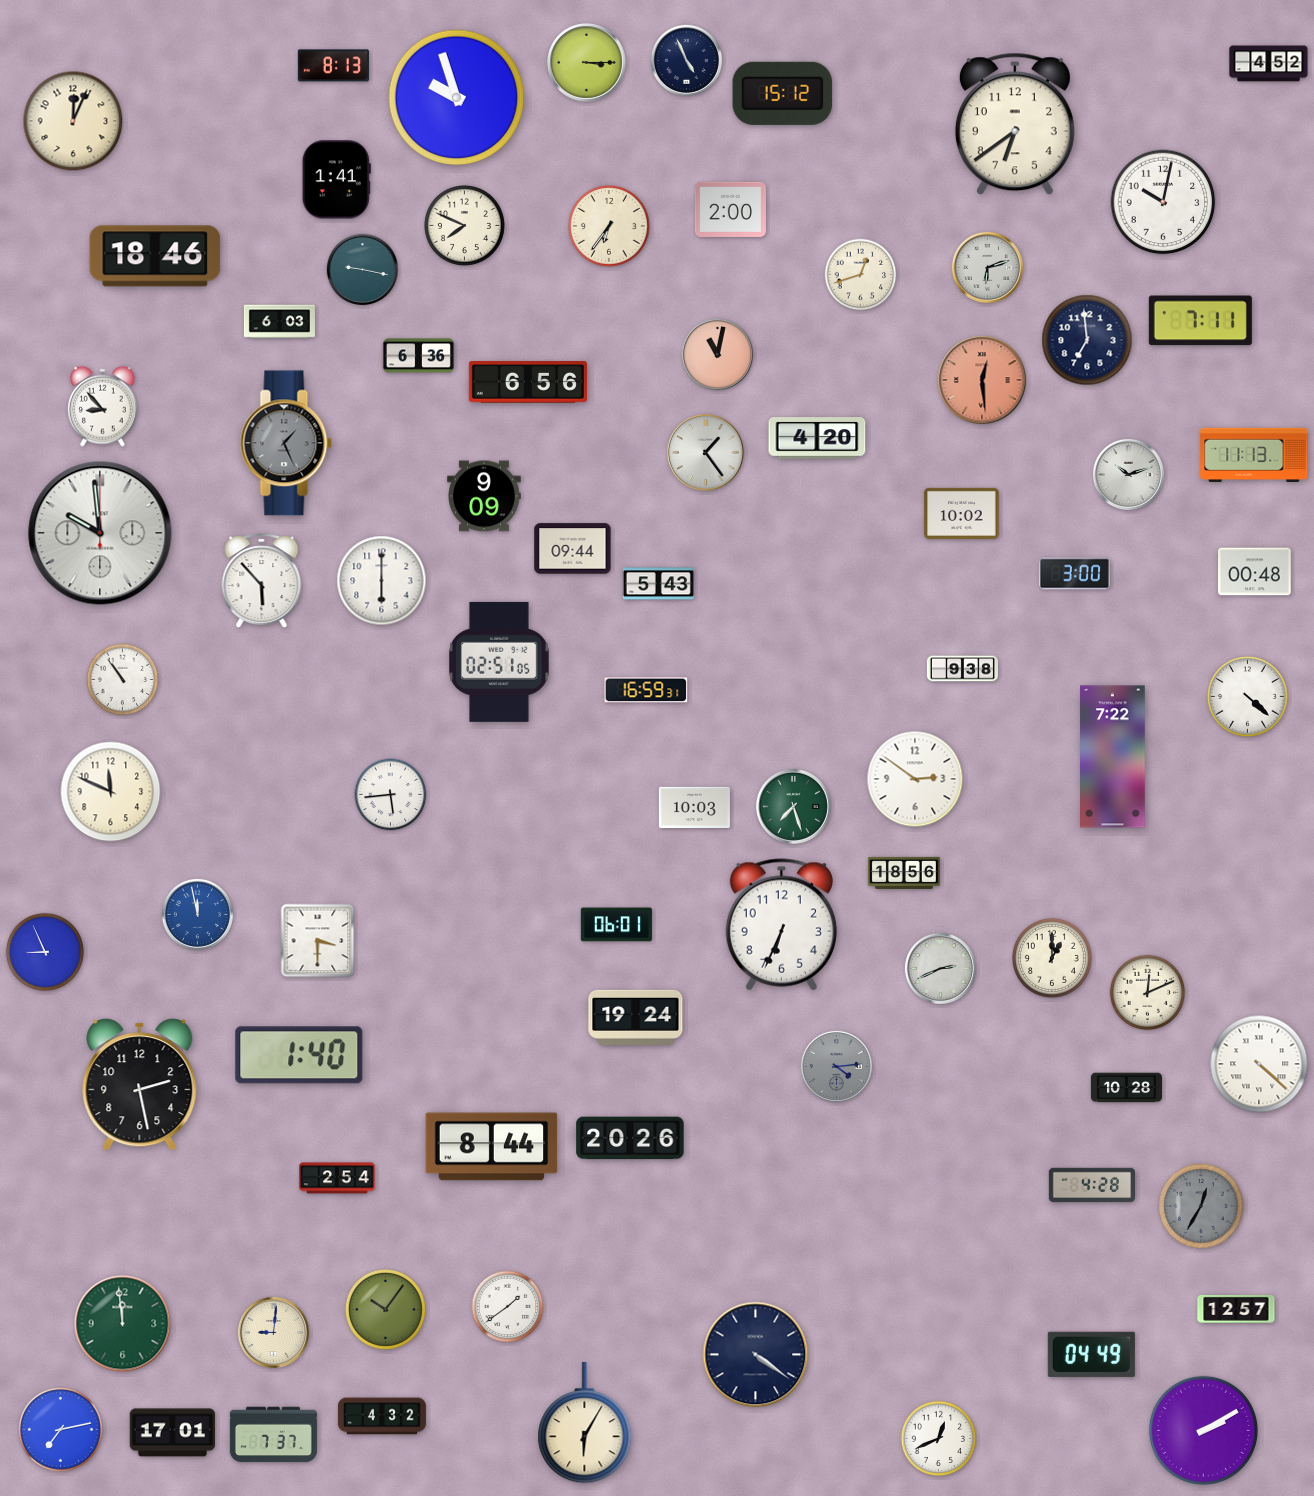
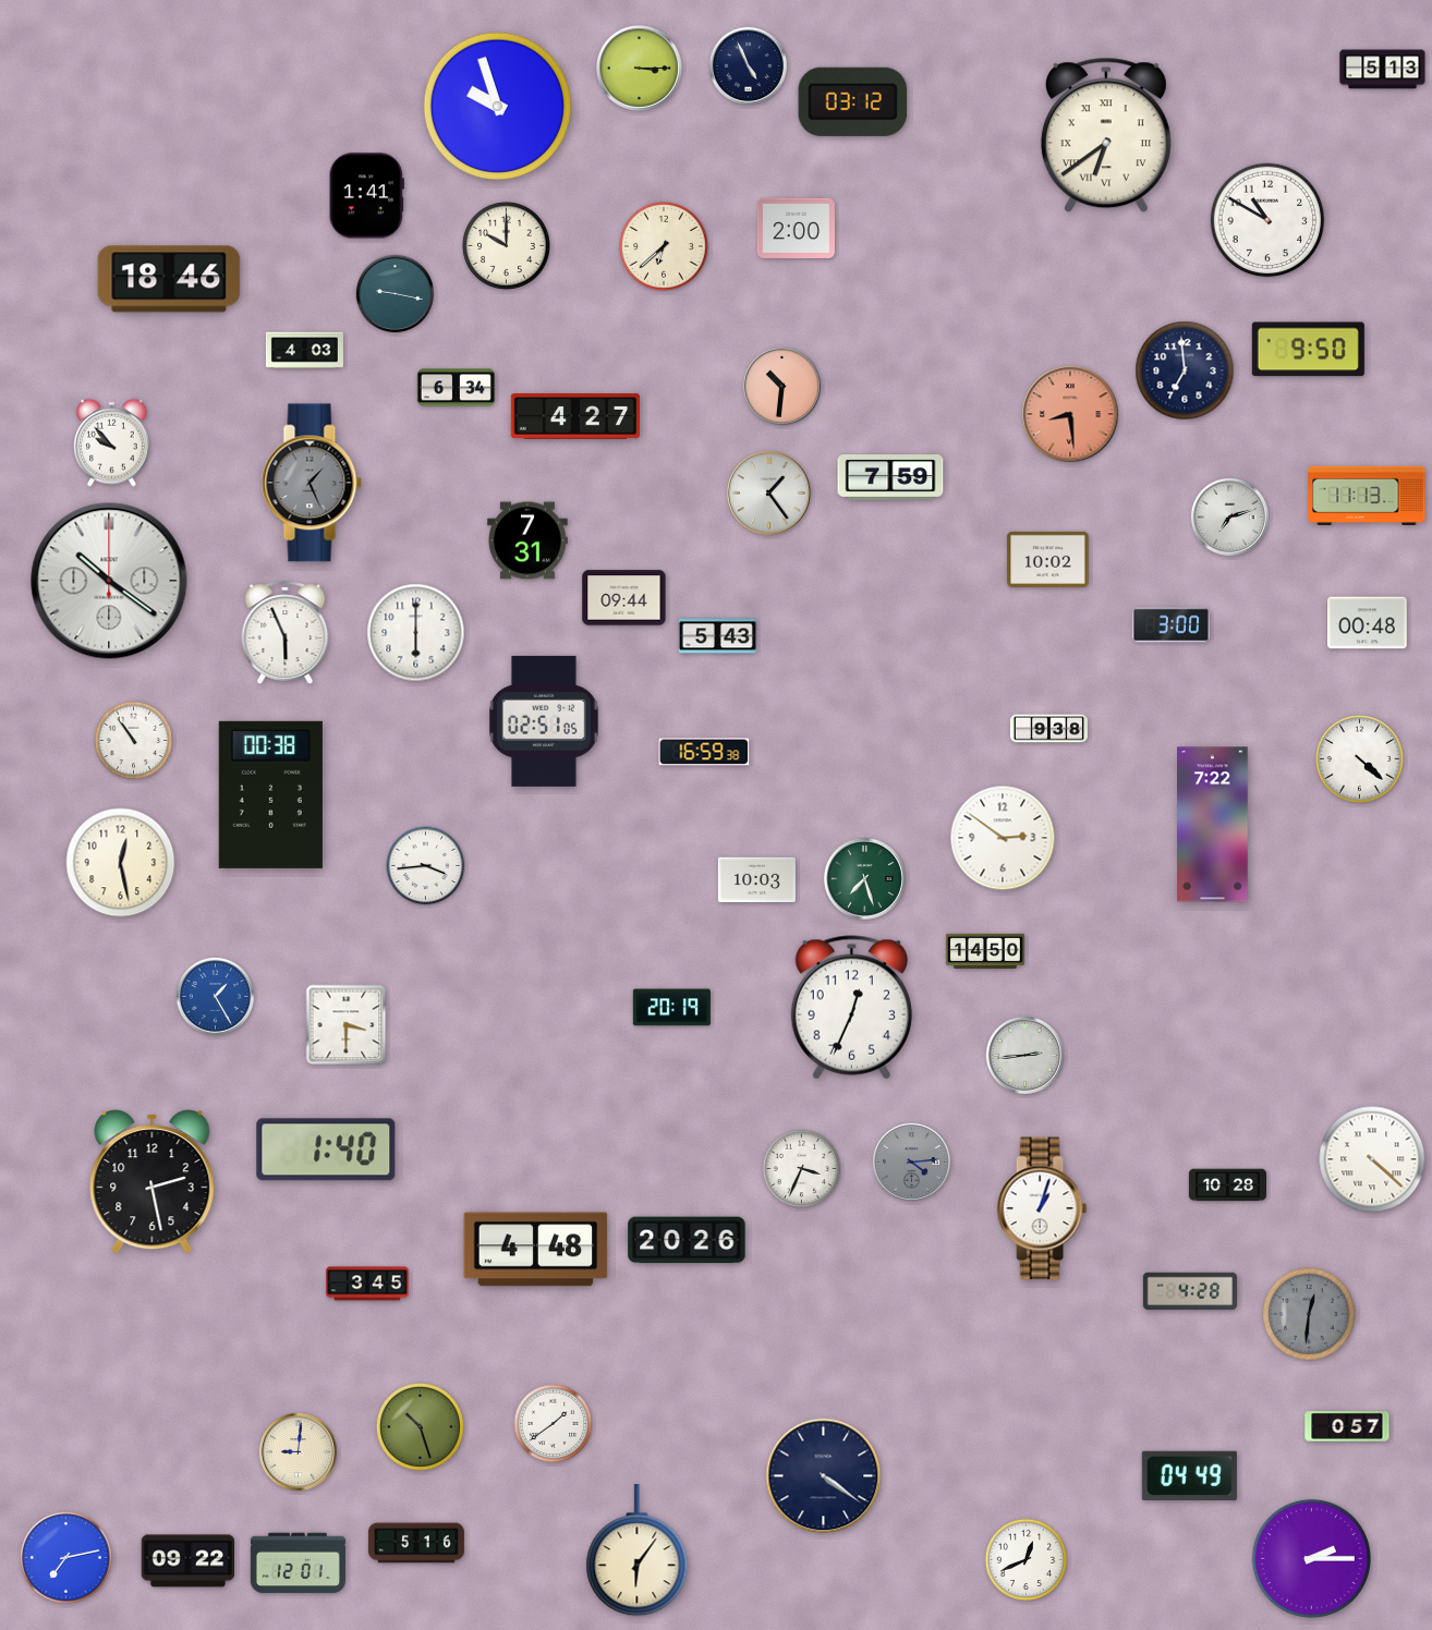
clock at (1269, 64): 4:52 -> 5:13
clock at (333, 66): 8:13 -> none
clock at (783, 93): 15:12 -> 03:12
clock at (73, 121): 12:04 -> none
clock at (1015, 124) numerals: Arabic -> Roman
clock at (1163, 202): 10:02 -> 10:50
clock at (464, 225): 7:49 -> 10:00
clock at (609, 226): 6:36 -> 6:38
clock at (987, 267): 6:12 -> none
clock at (861, 275): 12:42 -> none
clock at (1200, 321): 7:11 -> 9:50
clock at (279, 322): 6:03 -> 4:03
clock at (717, 354): 11:02 -> 10:31
clock at (418, 356): 6:36 -> 6:34
clock at (982, 380): 12:29 -> 8:29
clock at (528, 382): 6:56 -> 4:27
clock at (103, 406): 8:53 -> 9:53
clock at (817, 438): 4:20 -> 7:59
clock at (1128, 474): 10:12 -> 7:12
clock at (484, 496): 9:09 -> 7:31
clock at (100, 533): 9:59 -> 10:21
clock at (262, 580): 5:53 -> 5:56
clock at (646, 690): 16:59:31 -> 16:59:38
clock at (270, 794): none -> 00:38
clock at (915, 779) position: (915, 779) -> (1003, 838)
clock at (111, 792): 11:49 -> 12:28
clock at (391, 795): 5:44 -> 3:44
clock at (904, 873): 18:56 -> 14:50
clock at (197, 914): 11:58 -> 1:25
clock at (616, 925): 06:01 -> 20:19
clock at (781, 925): 6:34 -> 12:34
clock at (45, 952): 8:56 -> none
clock at (1052, 958): 1:00 -> none
clock at (940, 968): 2:41 -> 2:44
clock at (1148, 993): 12:11 -> none
clock at (636, 1017): 19:24 -> none
clock at (802, 1169): none -> 3:34
clock at (1042, 1208): none -> 1:03
clock at (492, 1147): 8:44 -> 4:48
clock at (337, 1178): 2:54 -> 3:45
clock at (1201, 1206): 12:35 -> 12:31
clock at (385, 1309): 10:06 -> 10:27
clock at (1236, 1309): 12:57 -> 0:57
clock at (123, 1324): 11:59 -> none
clock at (382, 1416): 4:32 -> 5:16
clock at (585, 1423): 6:05 -> 6:06
clock at (1203, 1430): 2:10 -> 2:15
clock at (173, 1433): 17:01 -> 09:22
clock at (273, 1435): 7:37 -> 12:01
clock at (939, 1439) position: (939, 1439) -> (1027, 1560)
